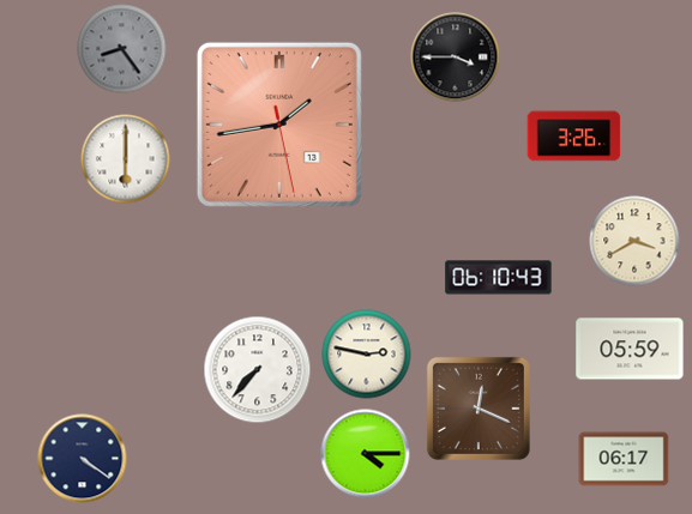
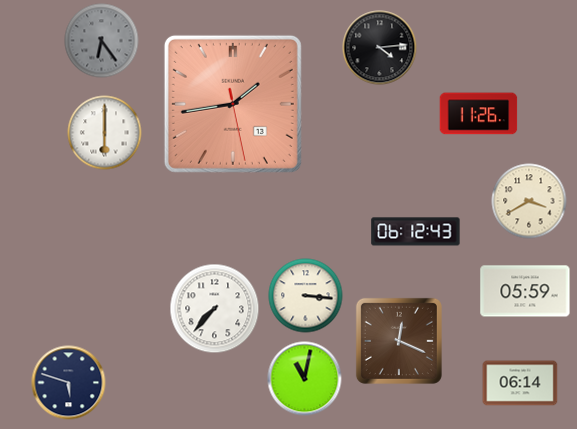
clock at (122, 49): 8:24 -> 6:24
clock at (456, 58): 3:45 -> 4:14
clock at (574, 137): 3:26 -> 11:26
clock at (499, 278): 06:10 -> 06:12
clock at (367, 355): 2:47 -> 3:16
clock at (366, 454): 4:15 -> 11:02
clock at (83, 459): 4:21 -> 5:48
clock at (624, 459): 06:17 -> 06:14
